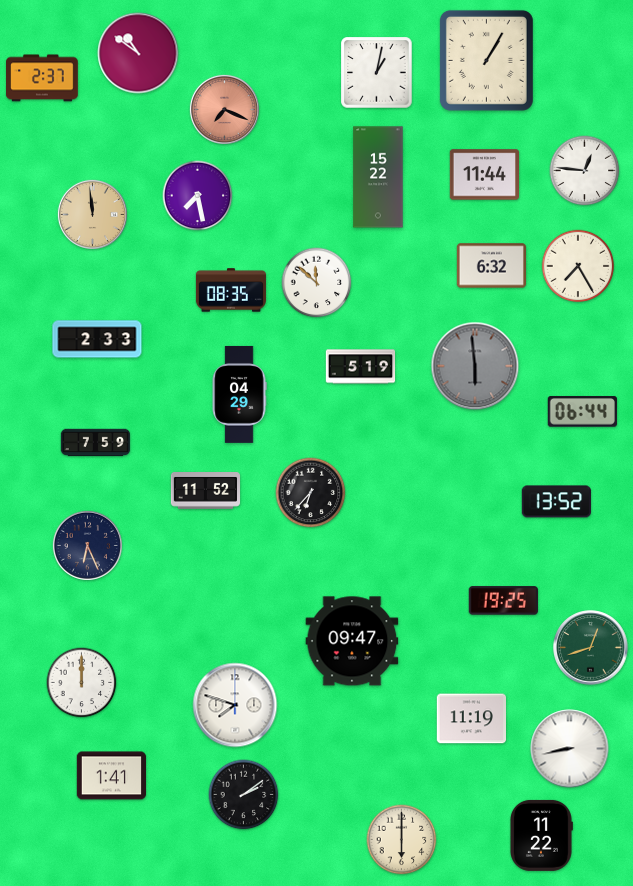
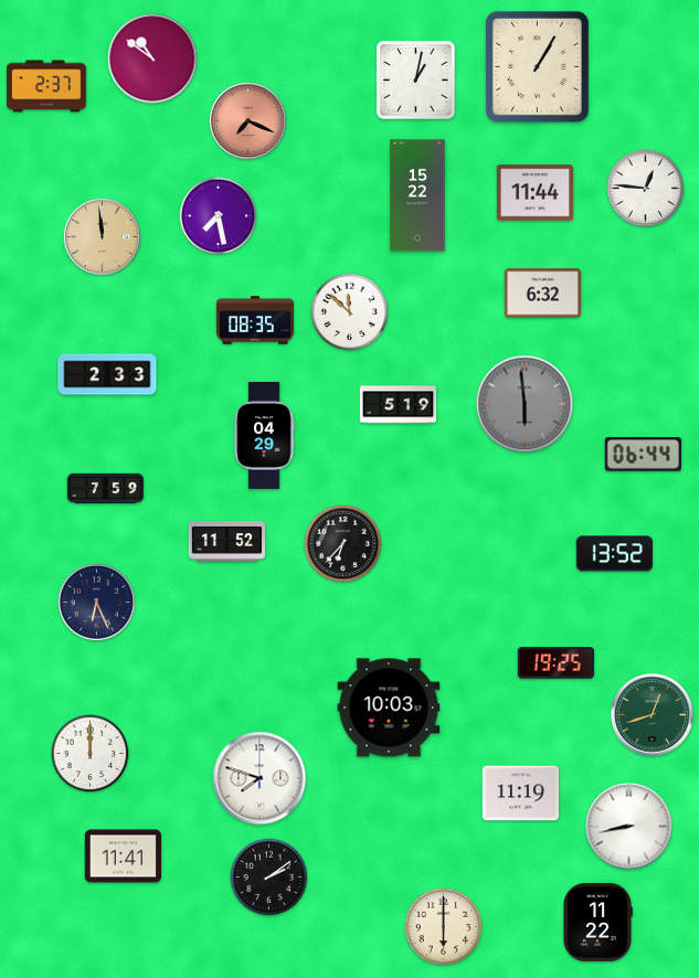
clock at (578, 266): 7:25 -> none
clock at (352, 641): 09:47 -> 10:03
clock at (112, 776): 1:41 -> 11:41
